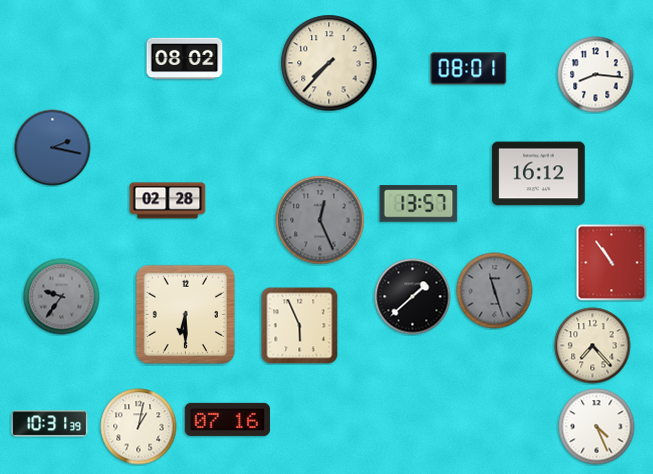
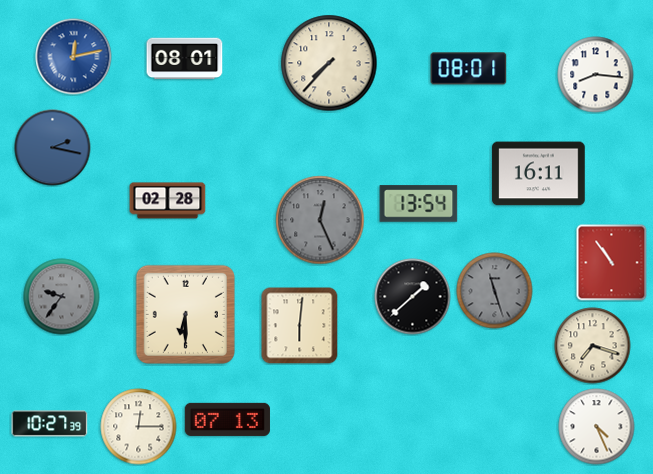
clock at (74, 57): none -> 12:13
clock at (185, 59): 08:02 -> 08:01
clock at (539, 174): 16:12 -> 16:11
clock at (419, 204): 13:57 -> 13:54
clock at (300, 326): 5:56 -> 6:01
clock at (593, 346): 7:23 -> 7:18
clock at (227, 419): 07:16 -> 07:13
clock at (50, 424): 10:31 -> 10:27
clock at (139, 427): 1:02 -> 12:15
